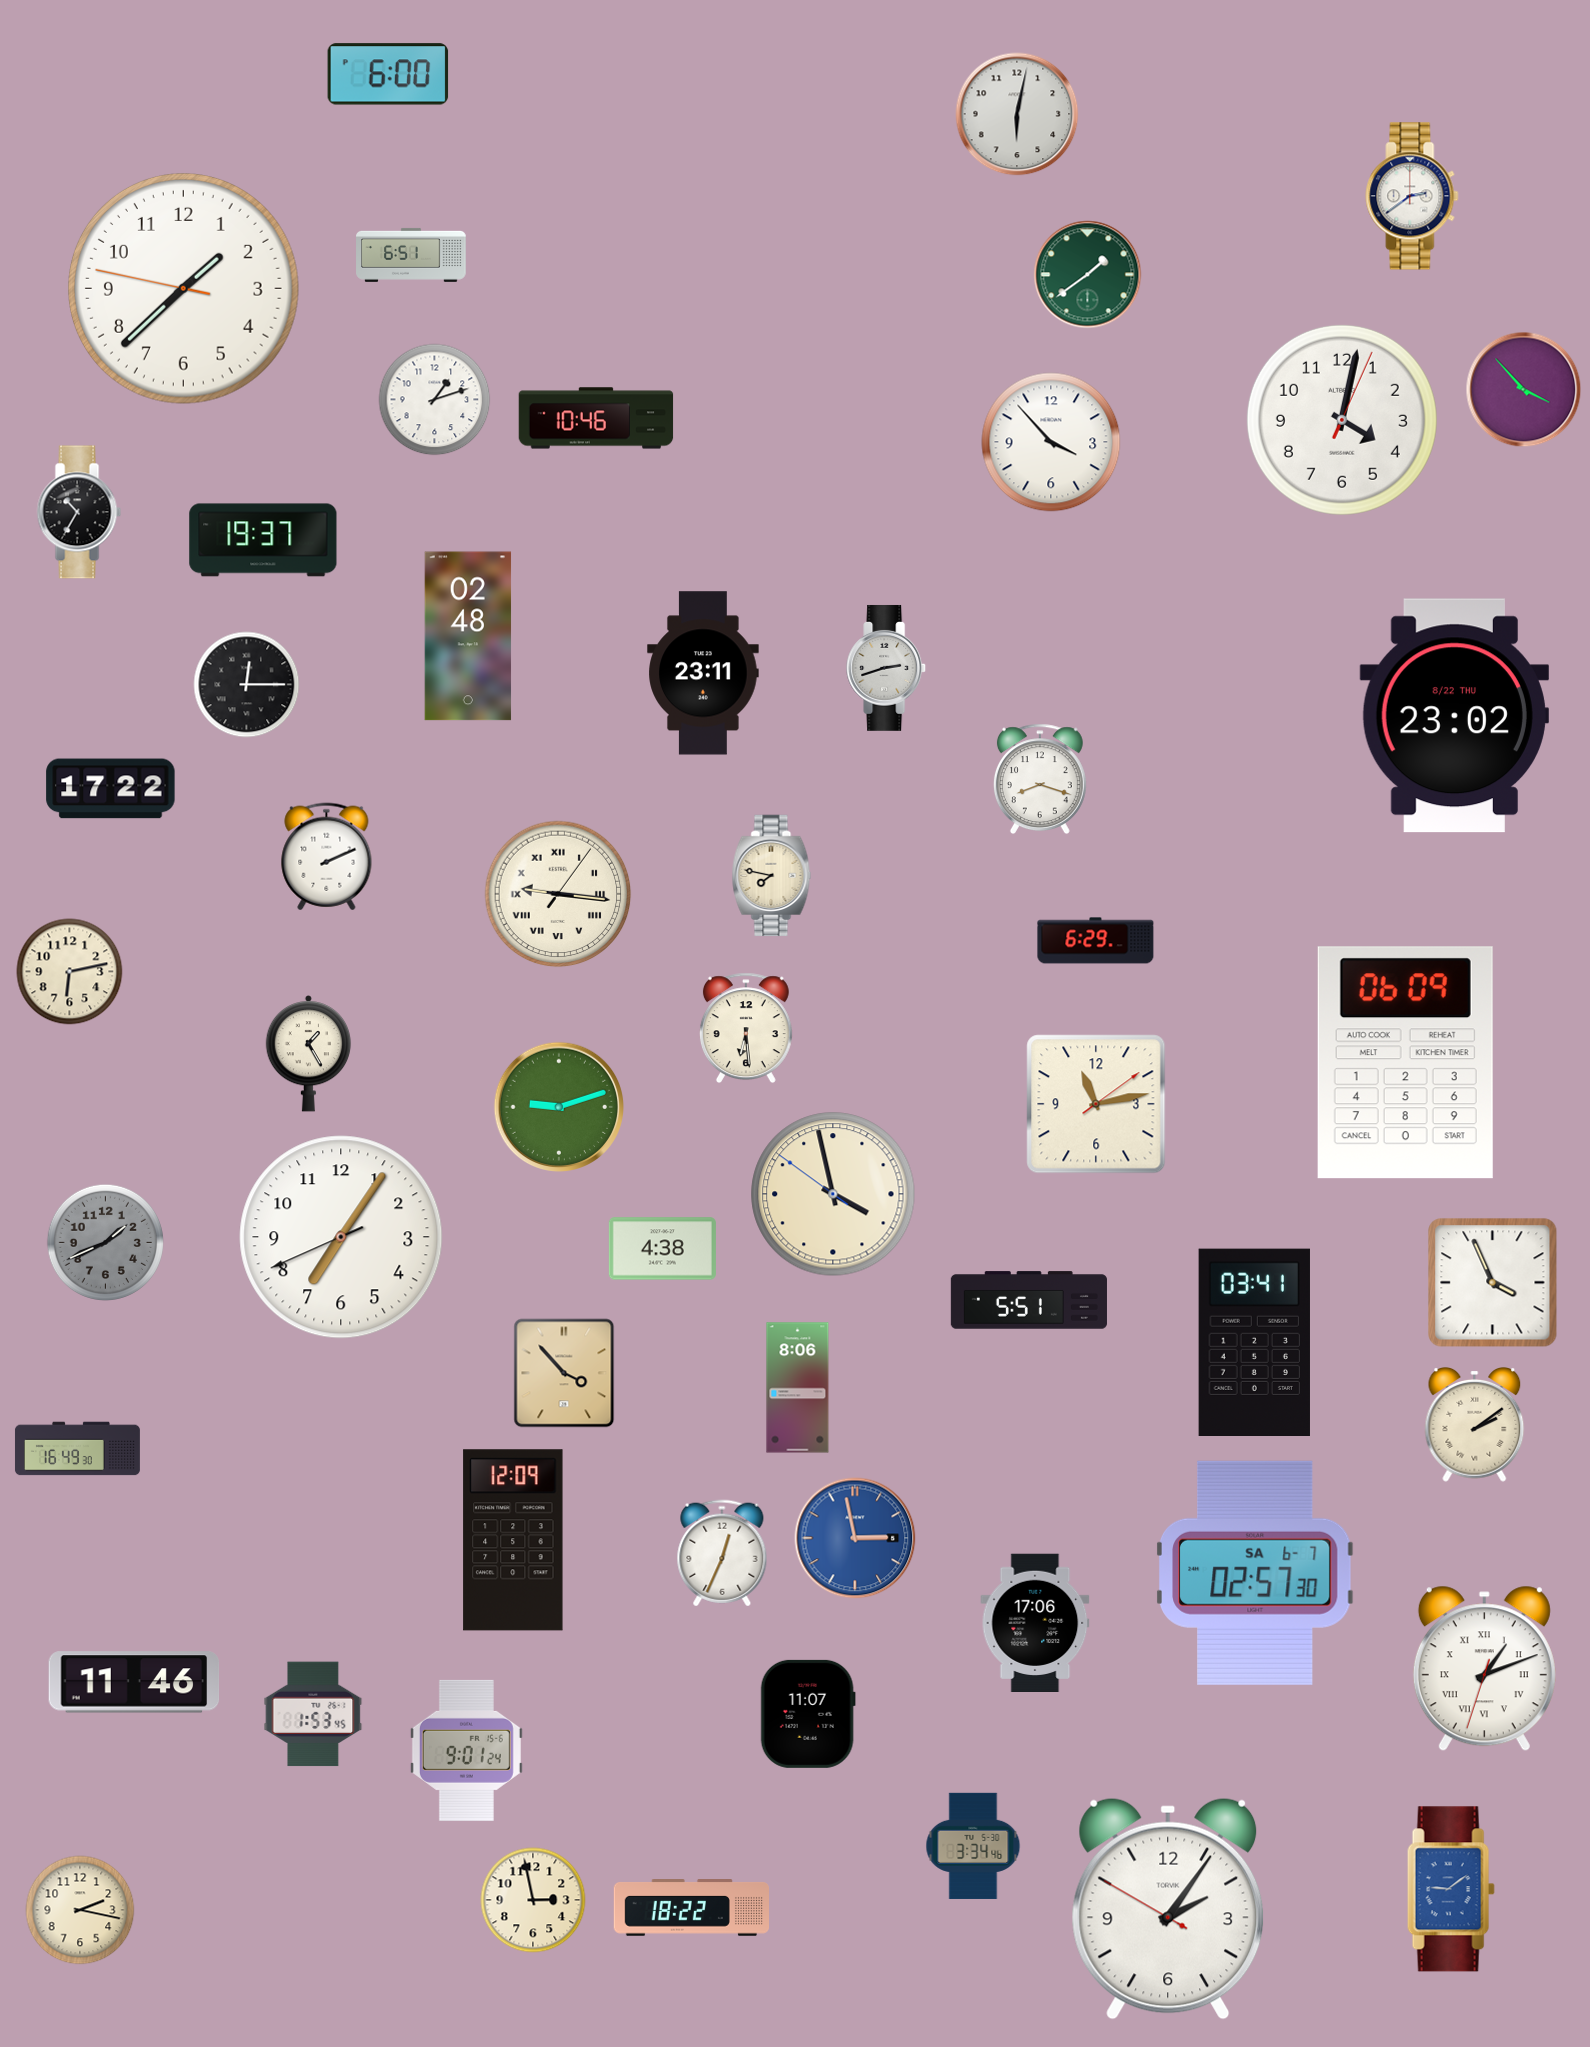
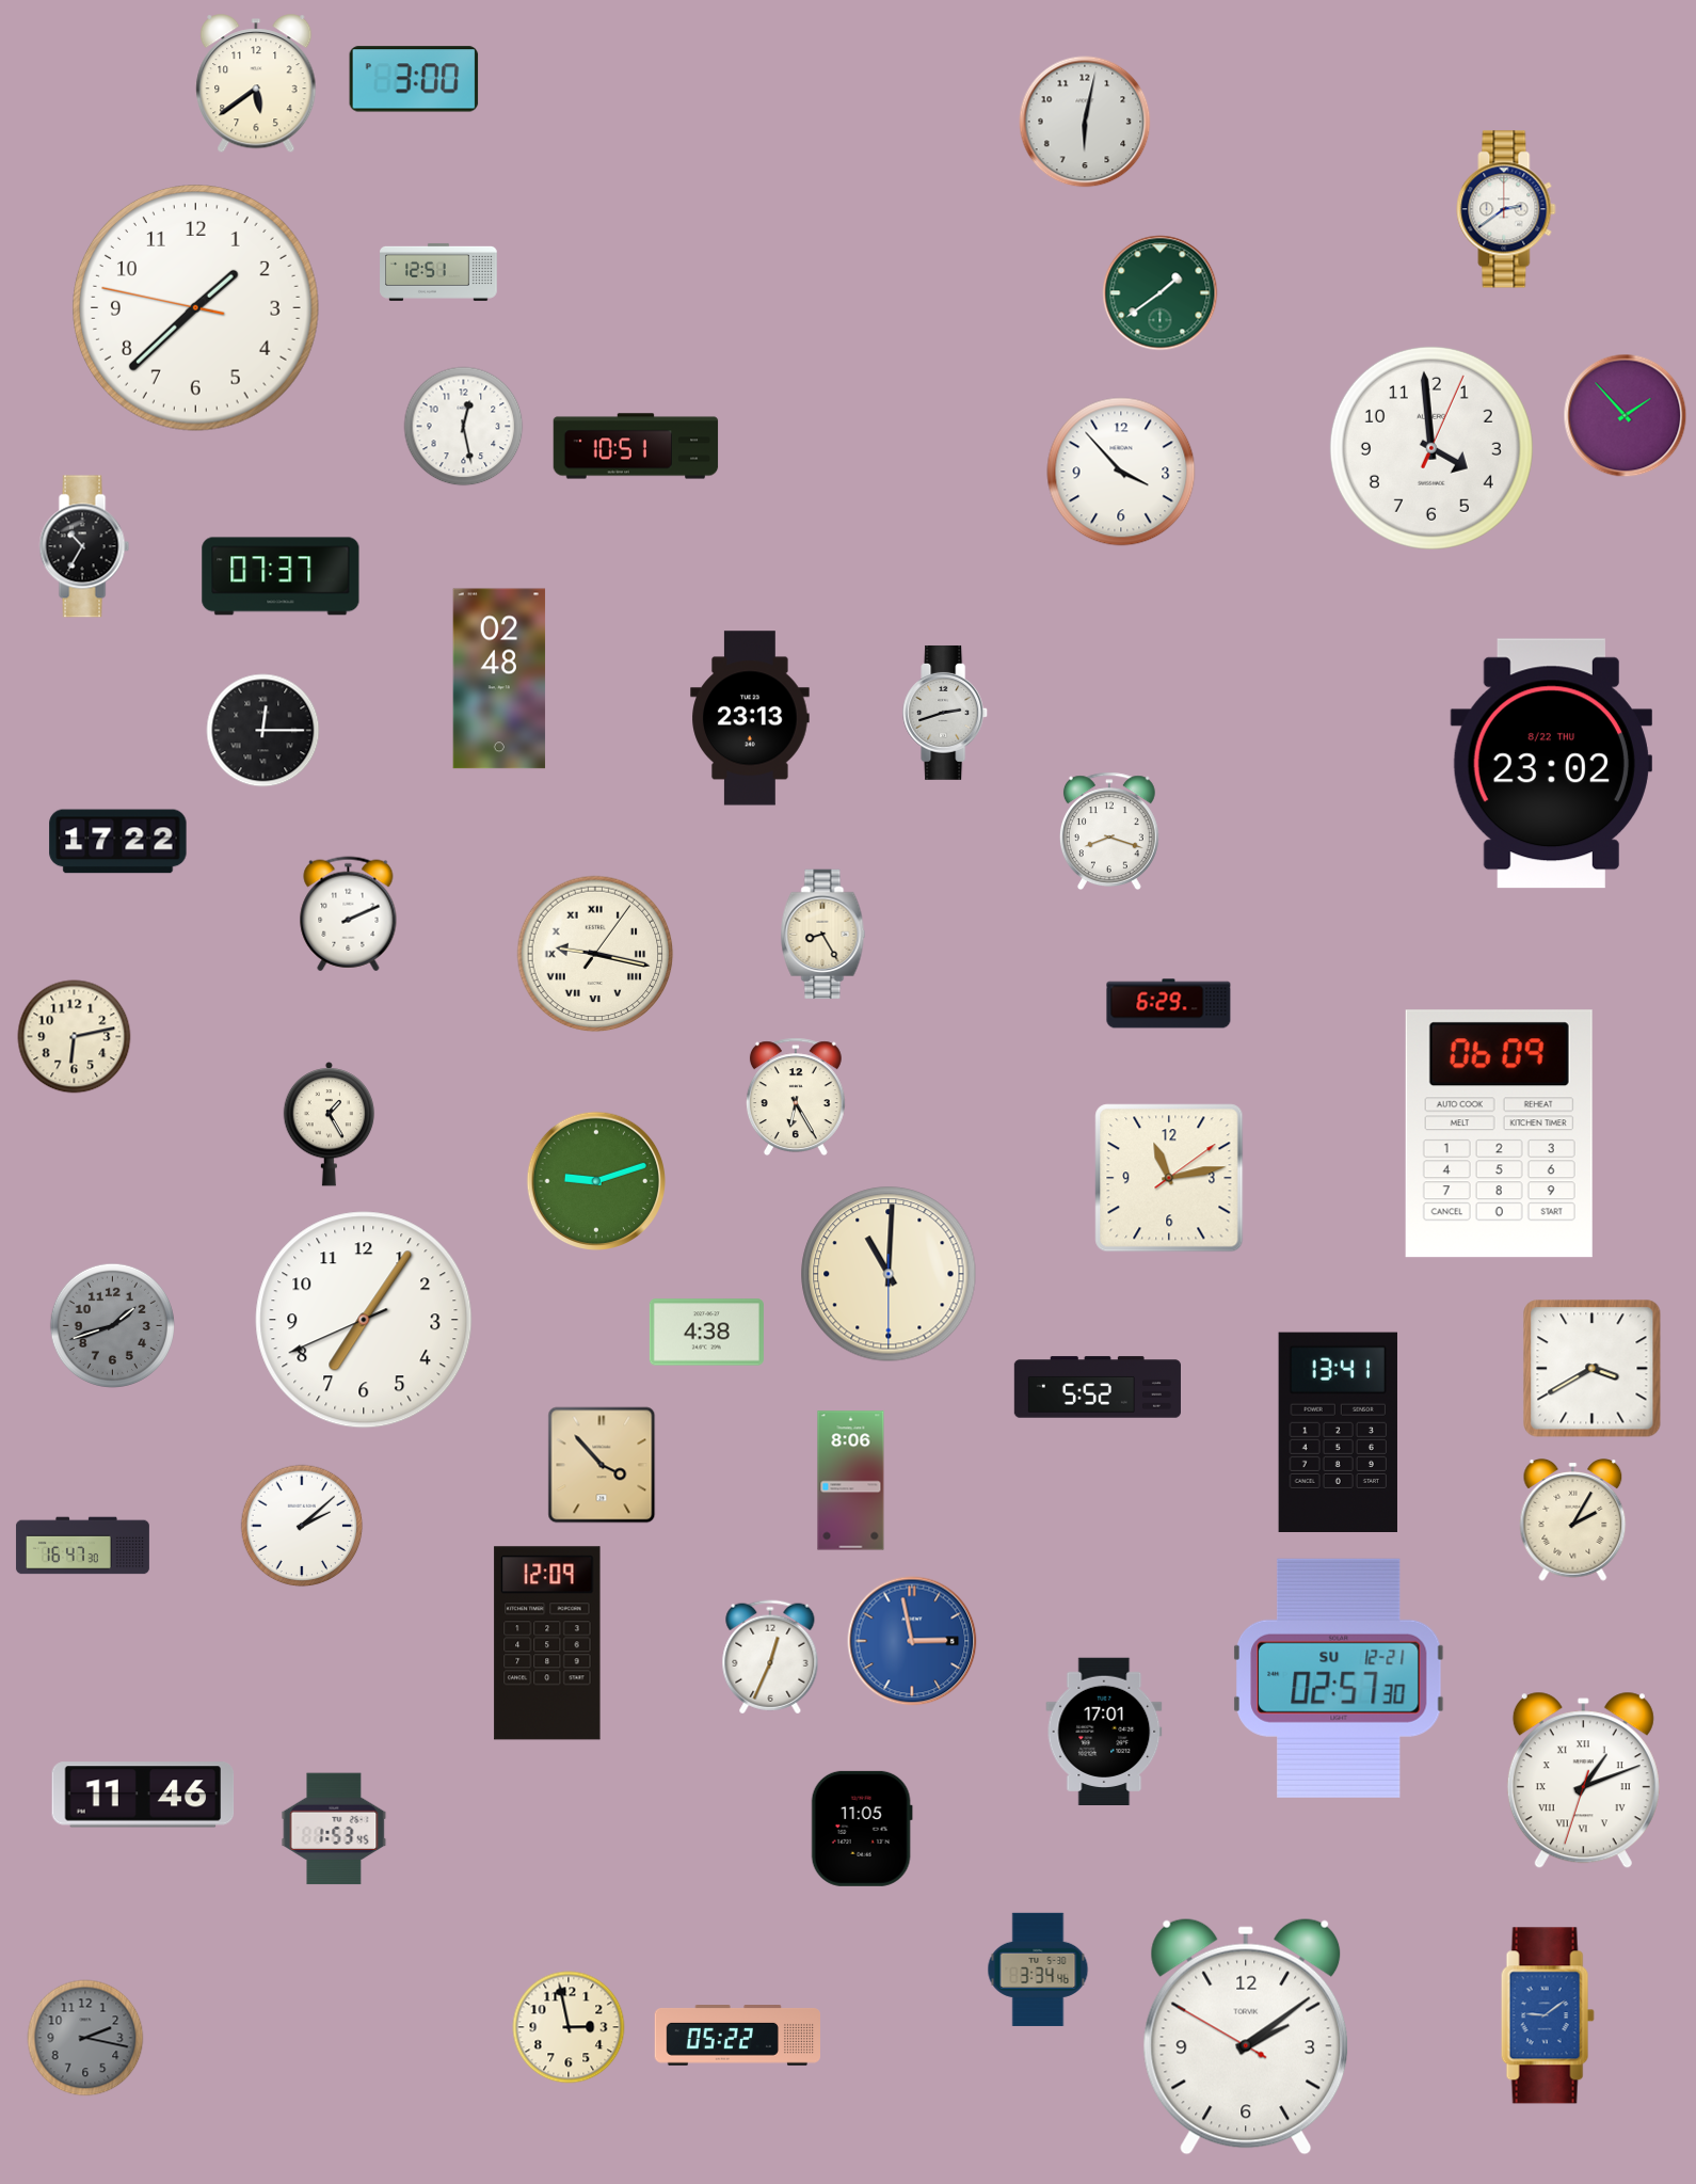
clock at (388, 74): 6:00 -> 3:00
clock at (256, 84): none -> 5:39
clock at (411, 255): 6:51 -> 12:51
clock at (1524, 390): 3:53 -> 1:53
clock at (435, 400): 1:12 -> 12:28
clock at (596, 418): 10:46 -> 10:51
clock at (1342, 420): 4:02 -> 3:59
clock at (263, 540): 19:37 -> 07:37
clock at (703, 673): 23:11 -> 23:13
clock at (772, 876): 7:47 -> 8:25
clock at (558, 894): 9:16 -> 9:17
clock at (746, 1028): 6:29 -> 6:25
clock at (833, 1194): 3:57 -> 11:00
clock at (105, 1242): 1:41 -> 1:42
clock at (1493, 1283): 3:56 -> 3:40
clock at (1029, 1300): 5:51 -> 5:52
clock at (1254, 1342): 03:41 -> 13:41
clock at (1475, 1425): 2:09 -> 2:05
clock at (302, 1526): none -> 2:08
clock at (77, 1449): 16:49 -> 16:47
clock at (1256, 1573) date: SA 6-7 -> SU 12-21
clock at (1035, 1622): 17:06 -> 17:01
clock at (808, 1714): 11:07 -> 11:05
clock at (466, 1750): 9:01 -> none
clock at (691, 1908): 18:22 -> 05:22
clock at (1168, 1909): 2:05 -> 2:08
clock at (80, 1910) dial: cream -> grey
